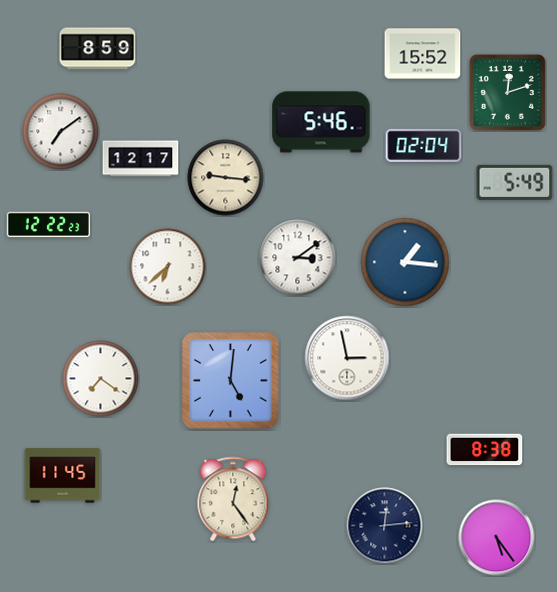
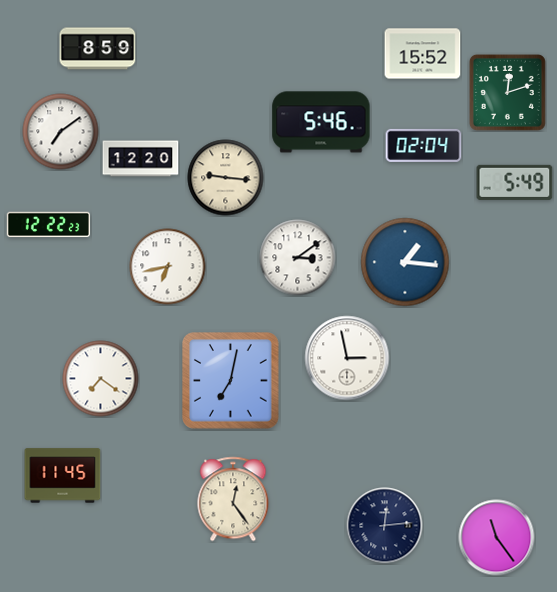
clock at (141, 159): 12:17 -> 12:20
clock at (168, 267): 6:38 -> 6:43
clock at (231, 381): 5:01 -> 7:02
clock at (485, 450): 8:38 -> none
clock at (497, 538): 5:24 -> 11:24
